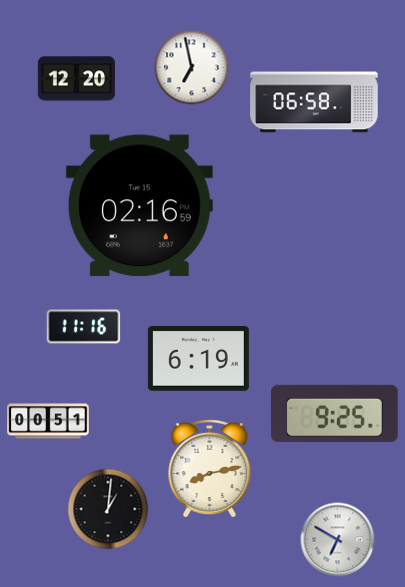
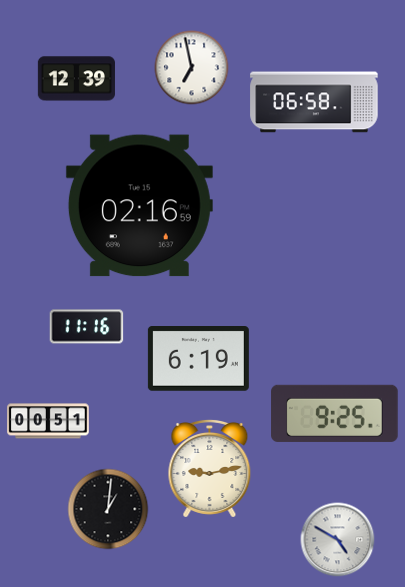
clock at (76, 79): 12:20 -> 12:39
clock at (84, 327) position: (84, 327) -> (87, 327)
clock at (210, 468): 8:13 -> 9:13
clock at (338, 540): 6:50 -> 4:50
